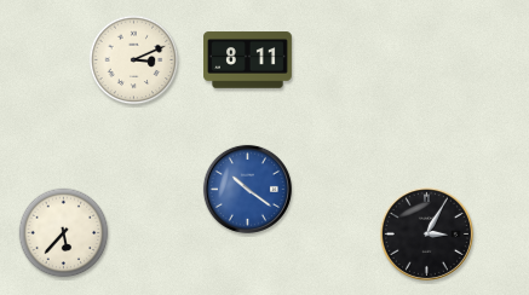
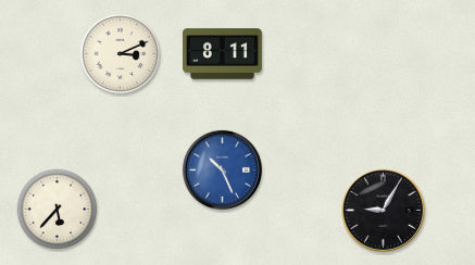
clock at (247, 189): 10:21 -> 10:26
clock at (426, 233): 3:05 -> 9:05
